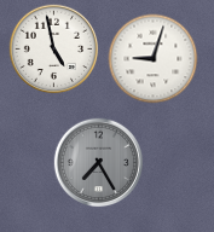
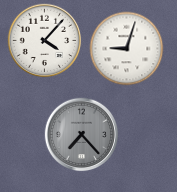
clock at (54, 50): 4:58 -> 4:07
clock at (99, 163): 7:25 -> 7:23
